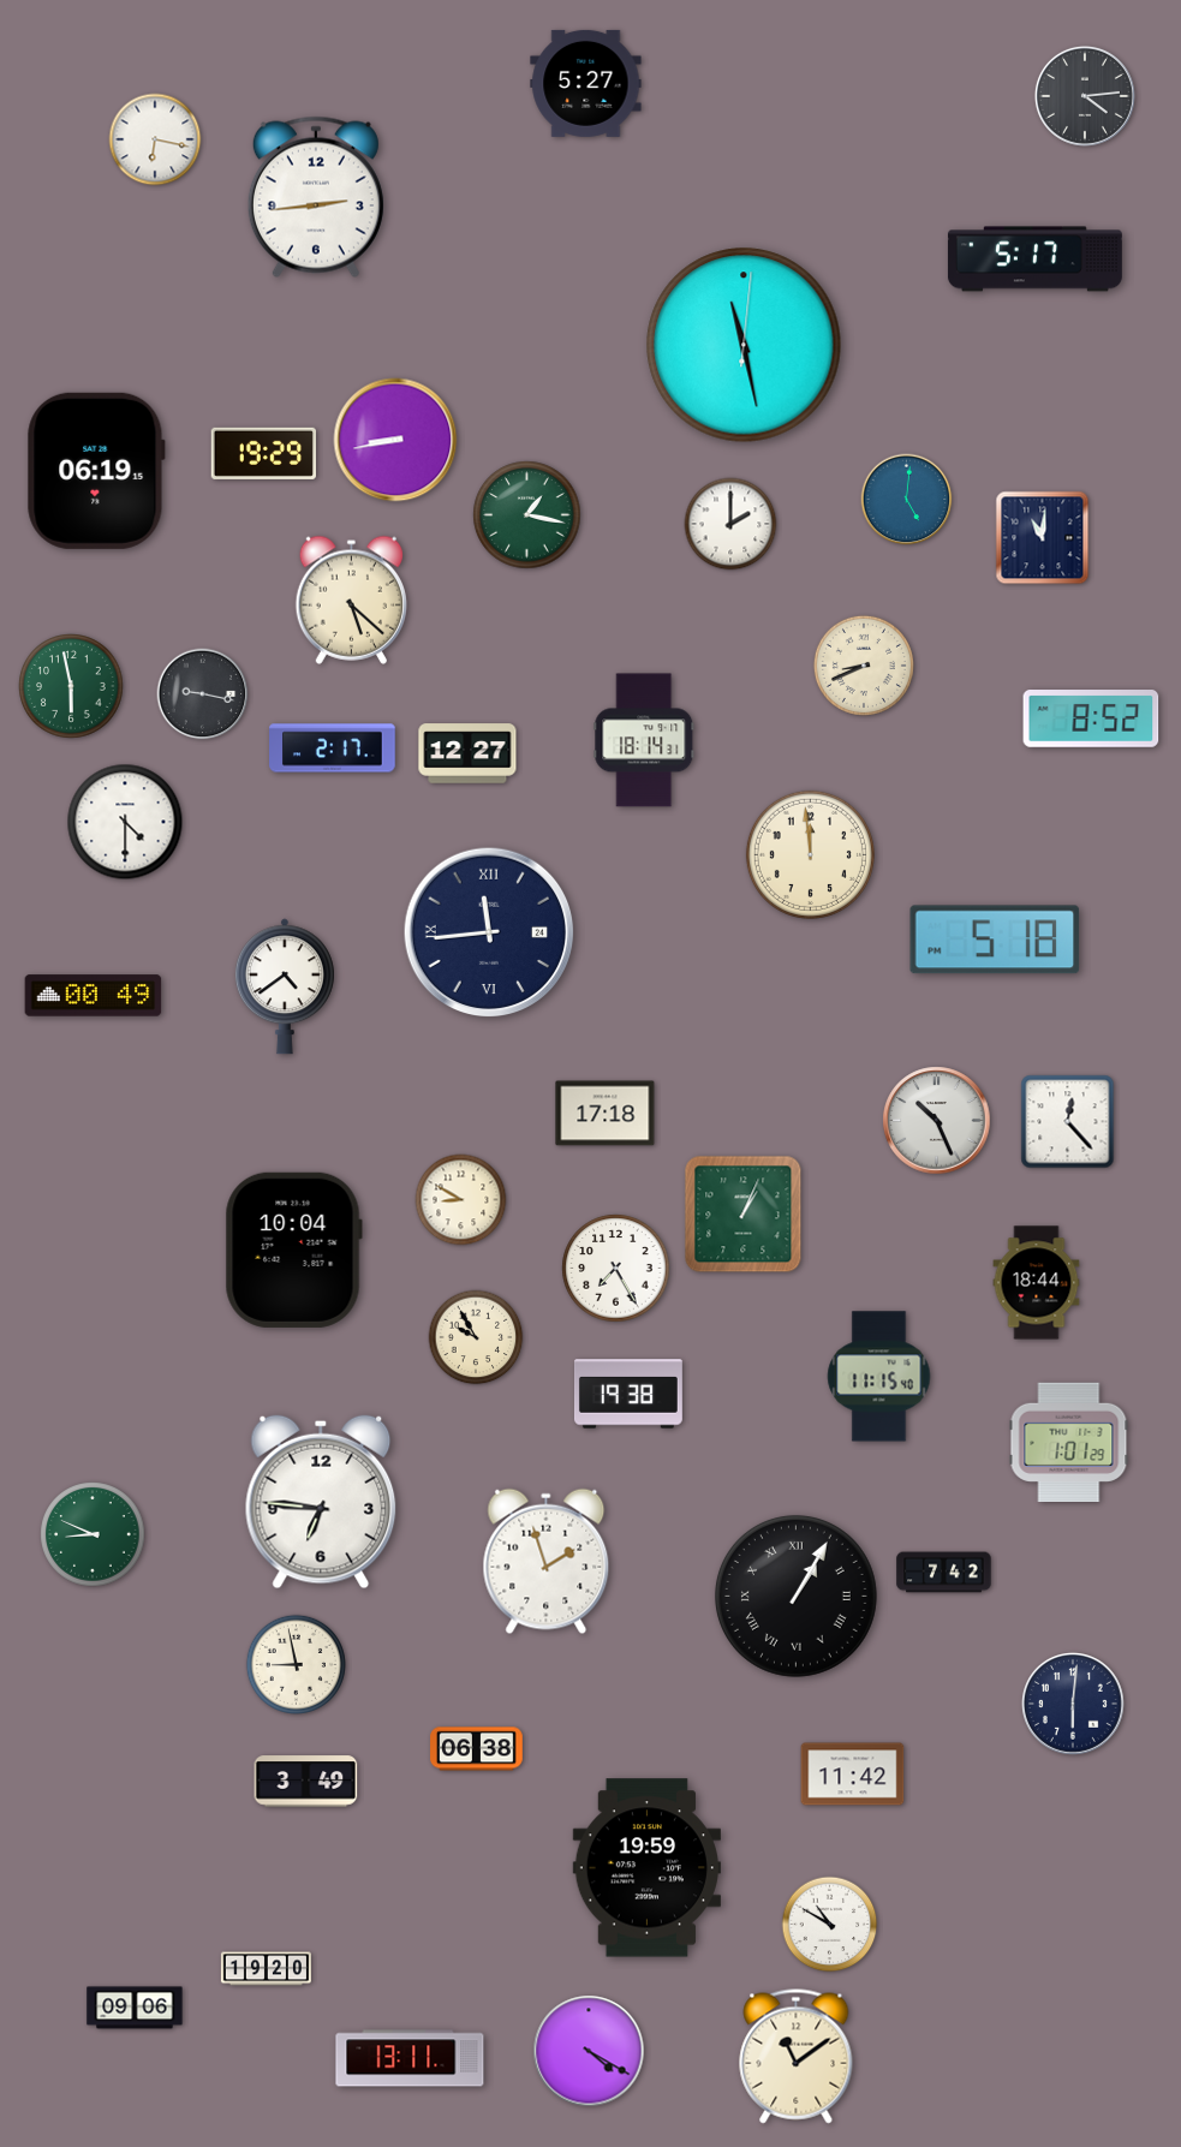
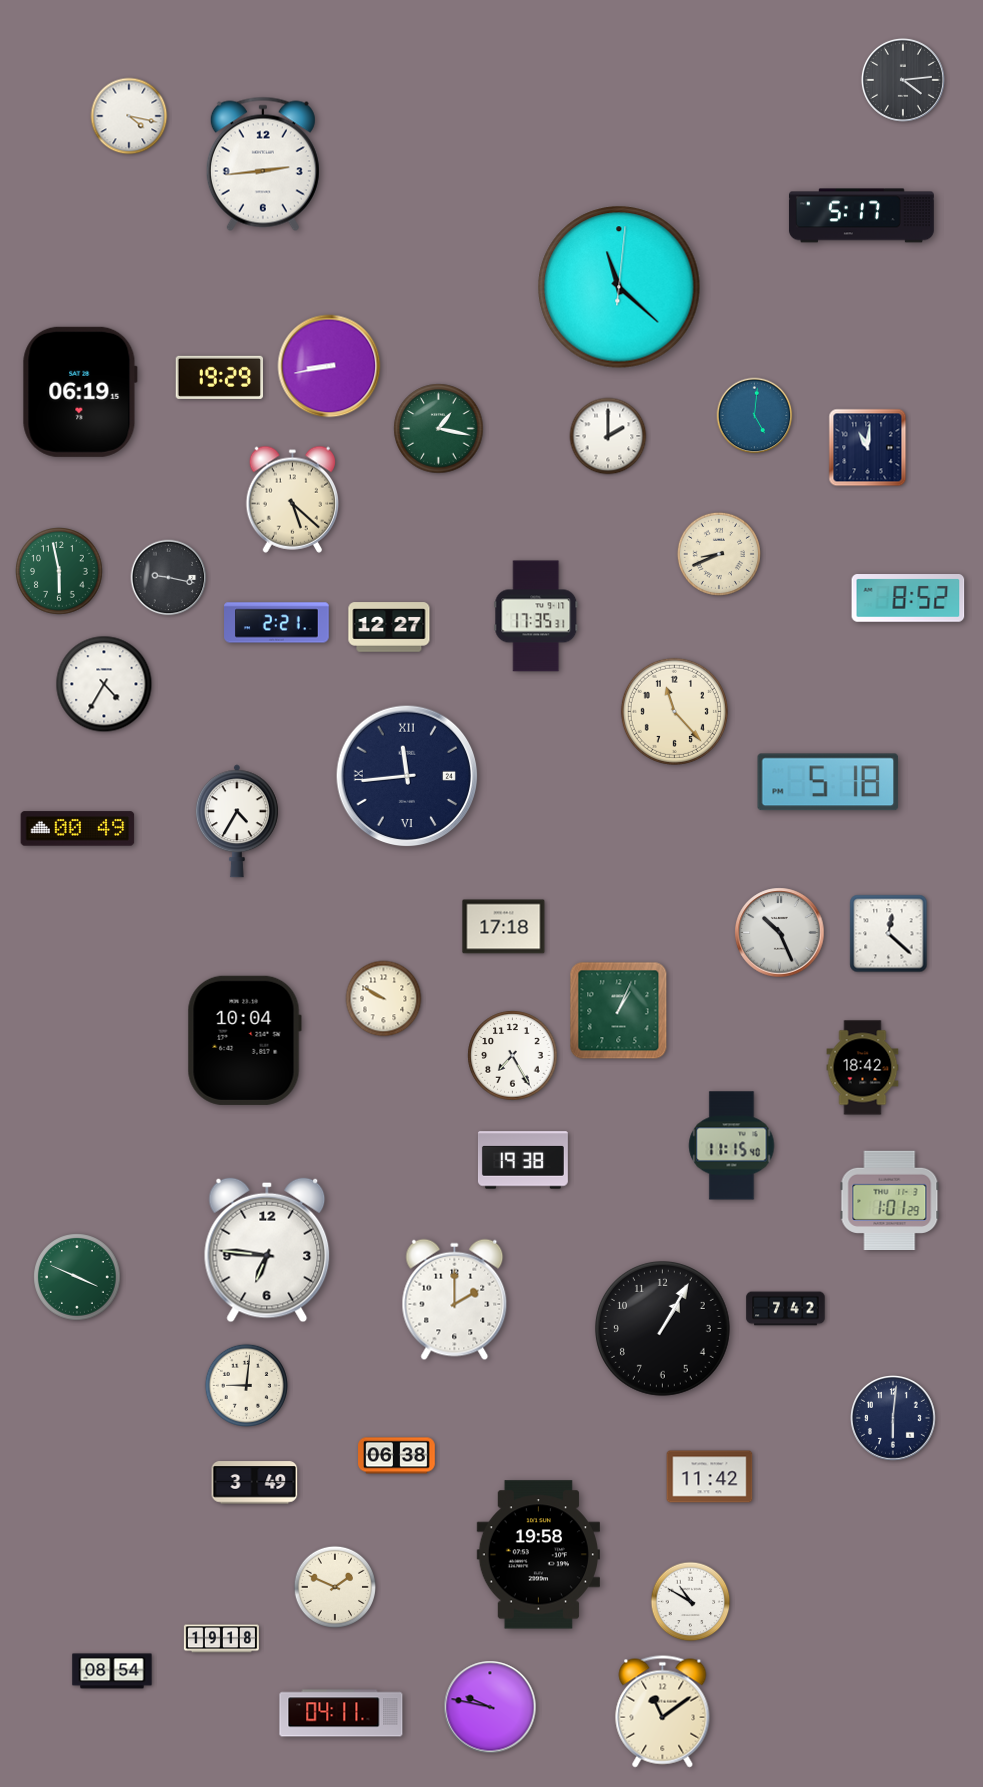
clock at (586, 83): 5:27 -> none
clock at (155, 139): 6:17 -> 4:17
clock at (744, 345): 11:28 -> 11:22
clock at (644, 740): 18:14 -> 17:35
clock at (333, 749): 2:17 -> 2:21
clock at (125, 822): 4:30 -> 4:35
clock at (810, 854): 11:59 -> 11:23
clock at (285, 986): 4:39 -> 4:35
clock at (1068, 1122): 12:23 -> 12:22
clock at (461, 1200): 8:50 -> 9:50
clock at (1037, 1283): 18:44 -> 18:42
clock at (476, 1337): 9:55 -> none
clock at (93, 1534): 8:49 -> 3:49
clock at (547, 1562): 1:57 -> 2:00
clock at (795, 1596) numerals: Roman -> Arabic
clock at (296, 1664): 8:58 -> 9:01
clock at (646, 1868): 19:59 -> 19:58
clock at (335, 1587): none -> 1:49
clock at (266, 1969): 19:20 -> 19:18
clock at (135, 2008): 09:06 -> 08:54
clock at (589, 2051): 4:20 -> 9:47
clock at (410, 2058): 13:11 -> 04:11
